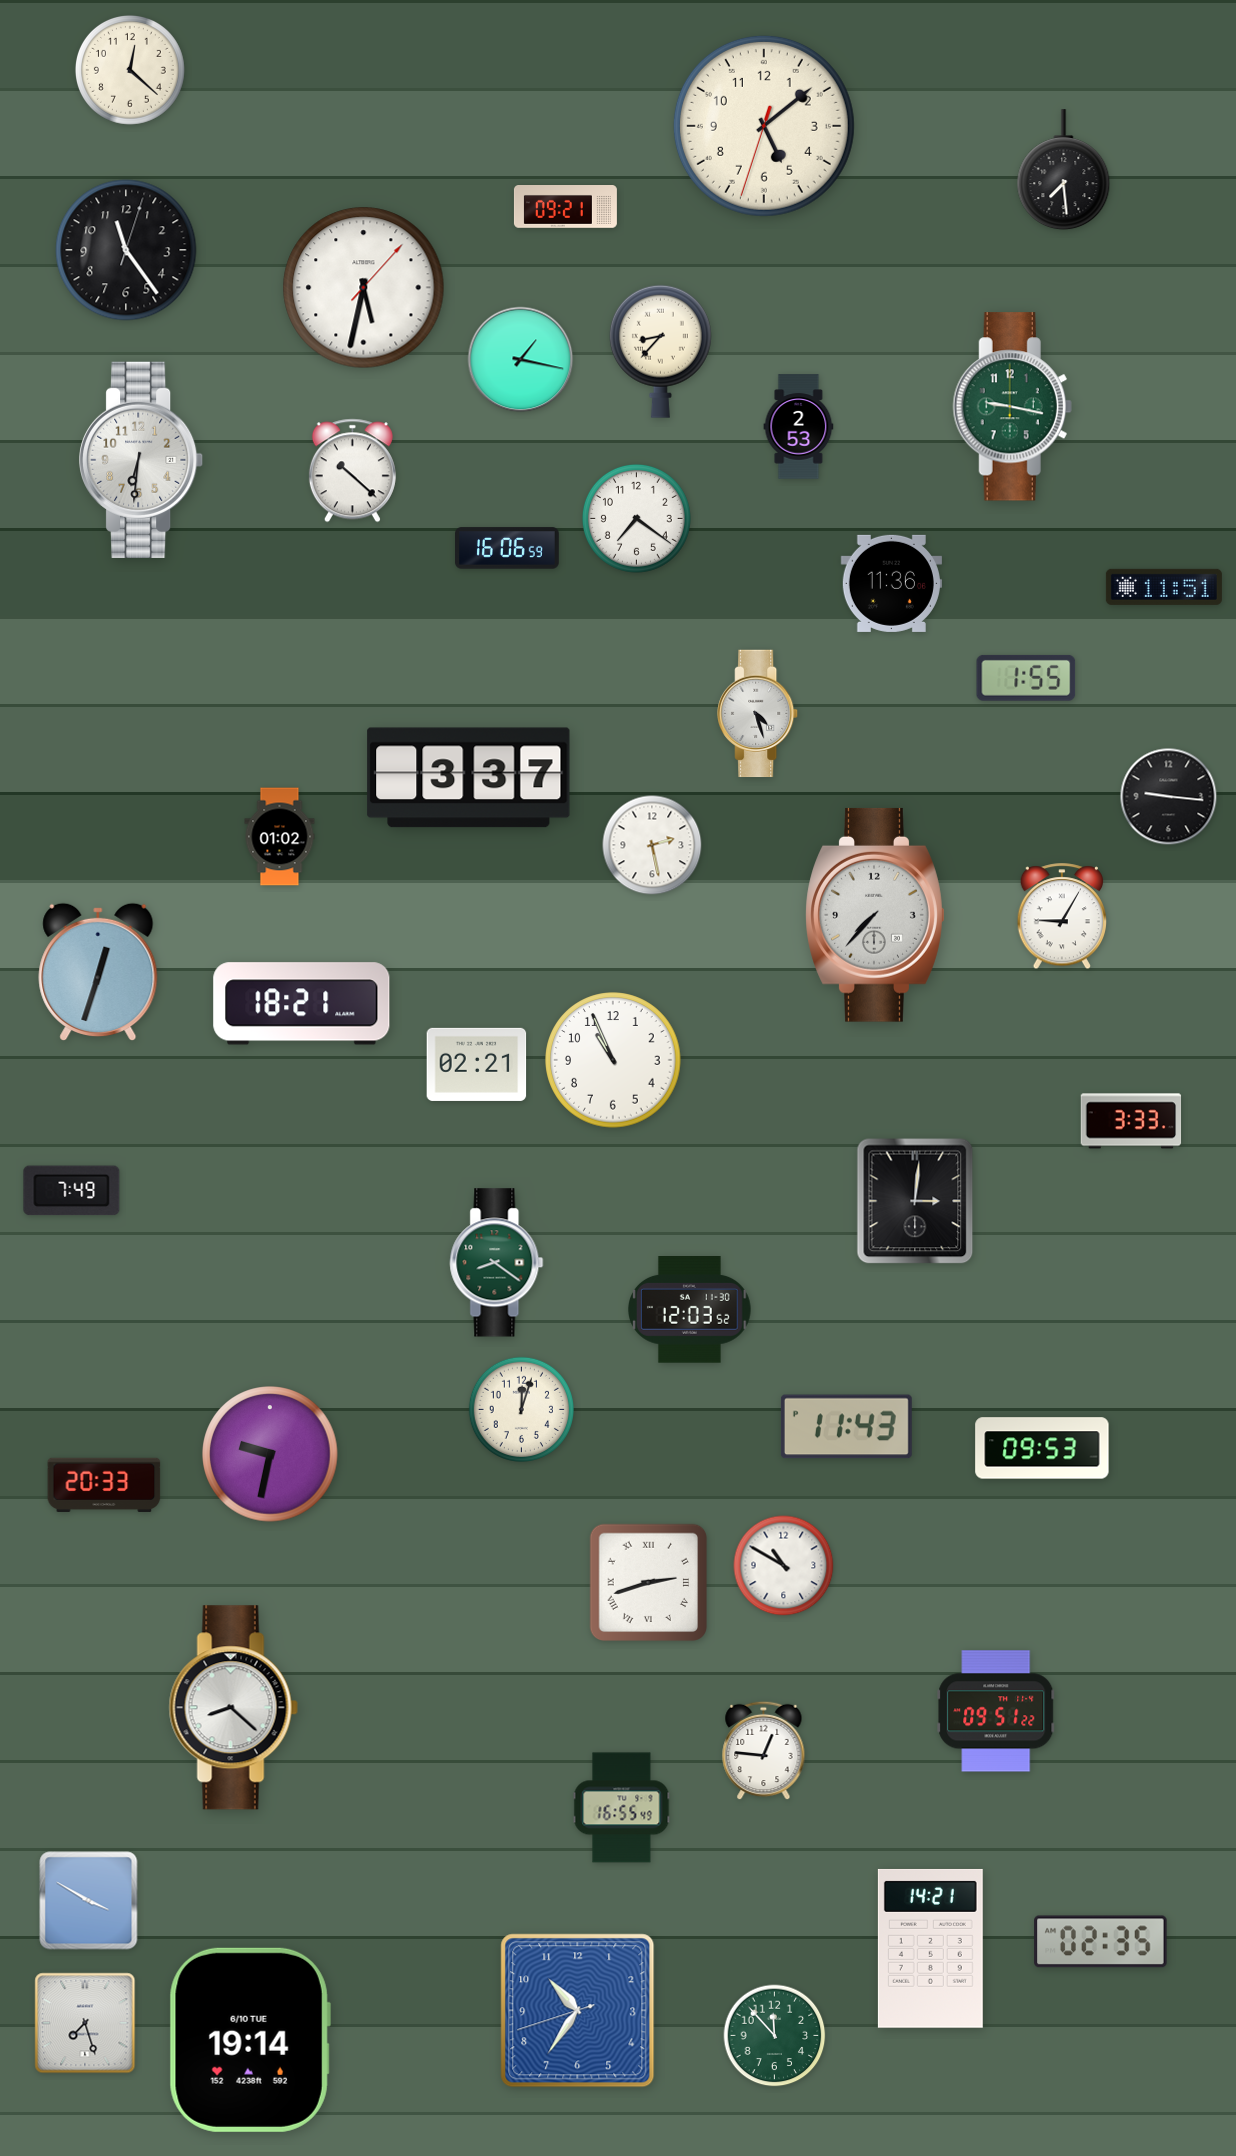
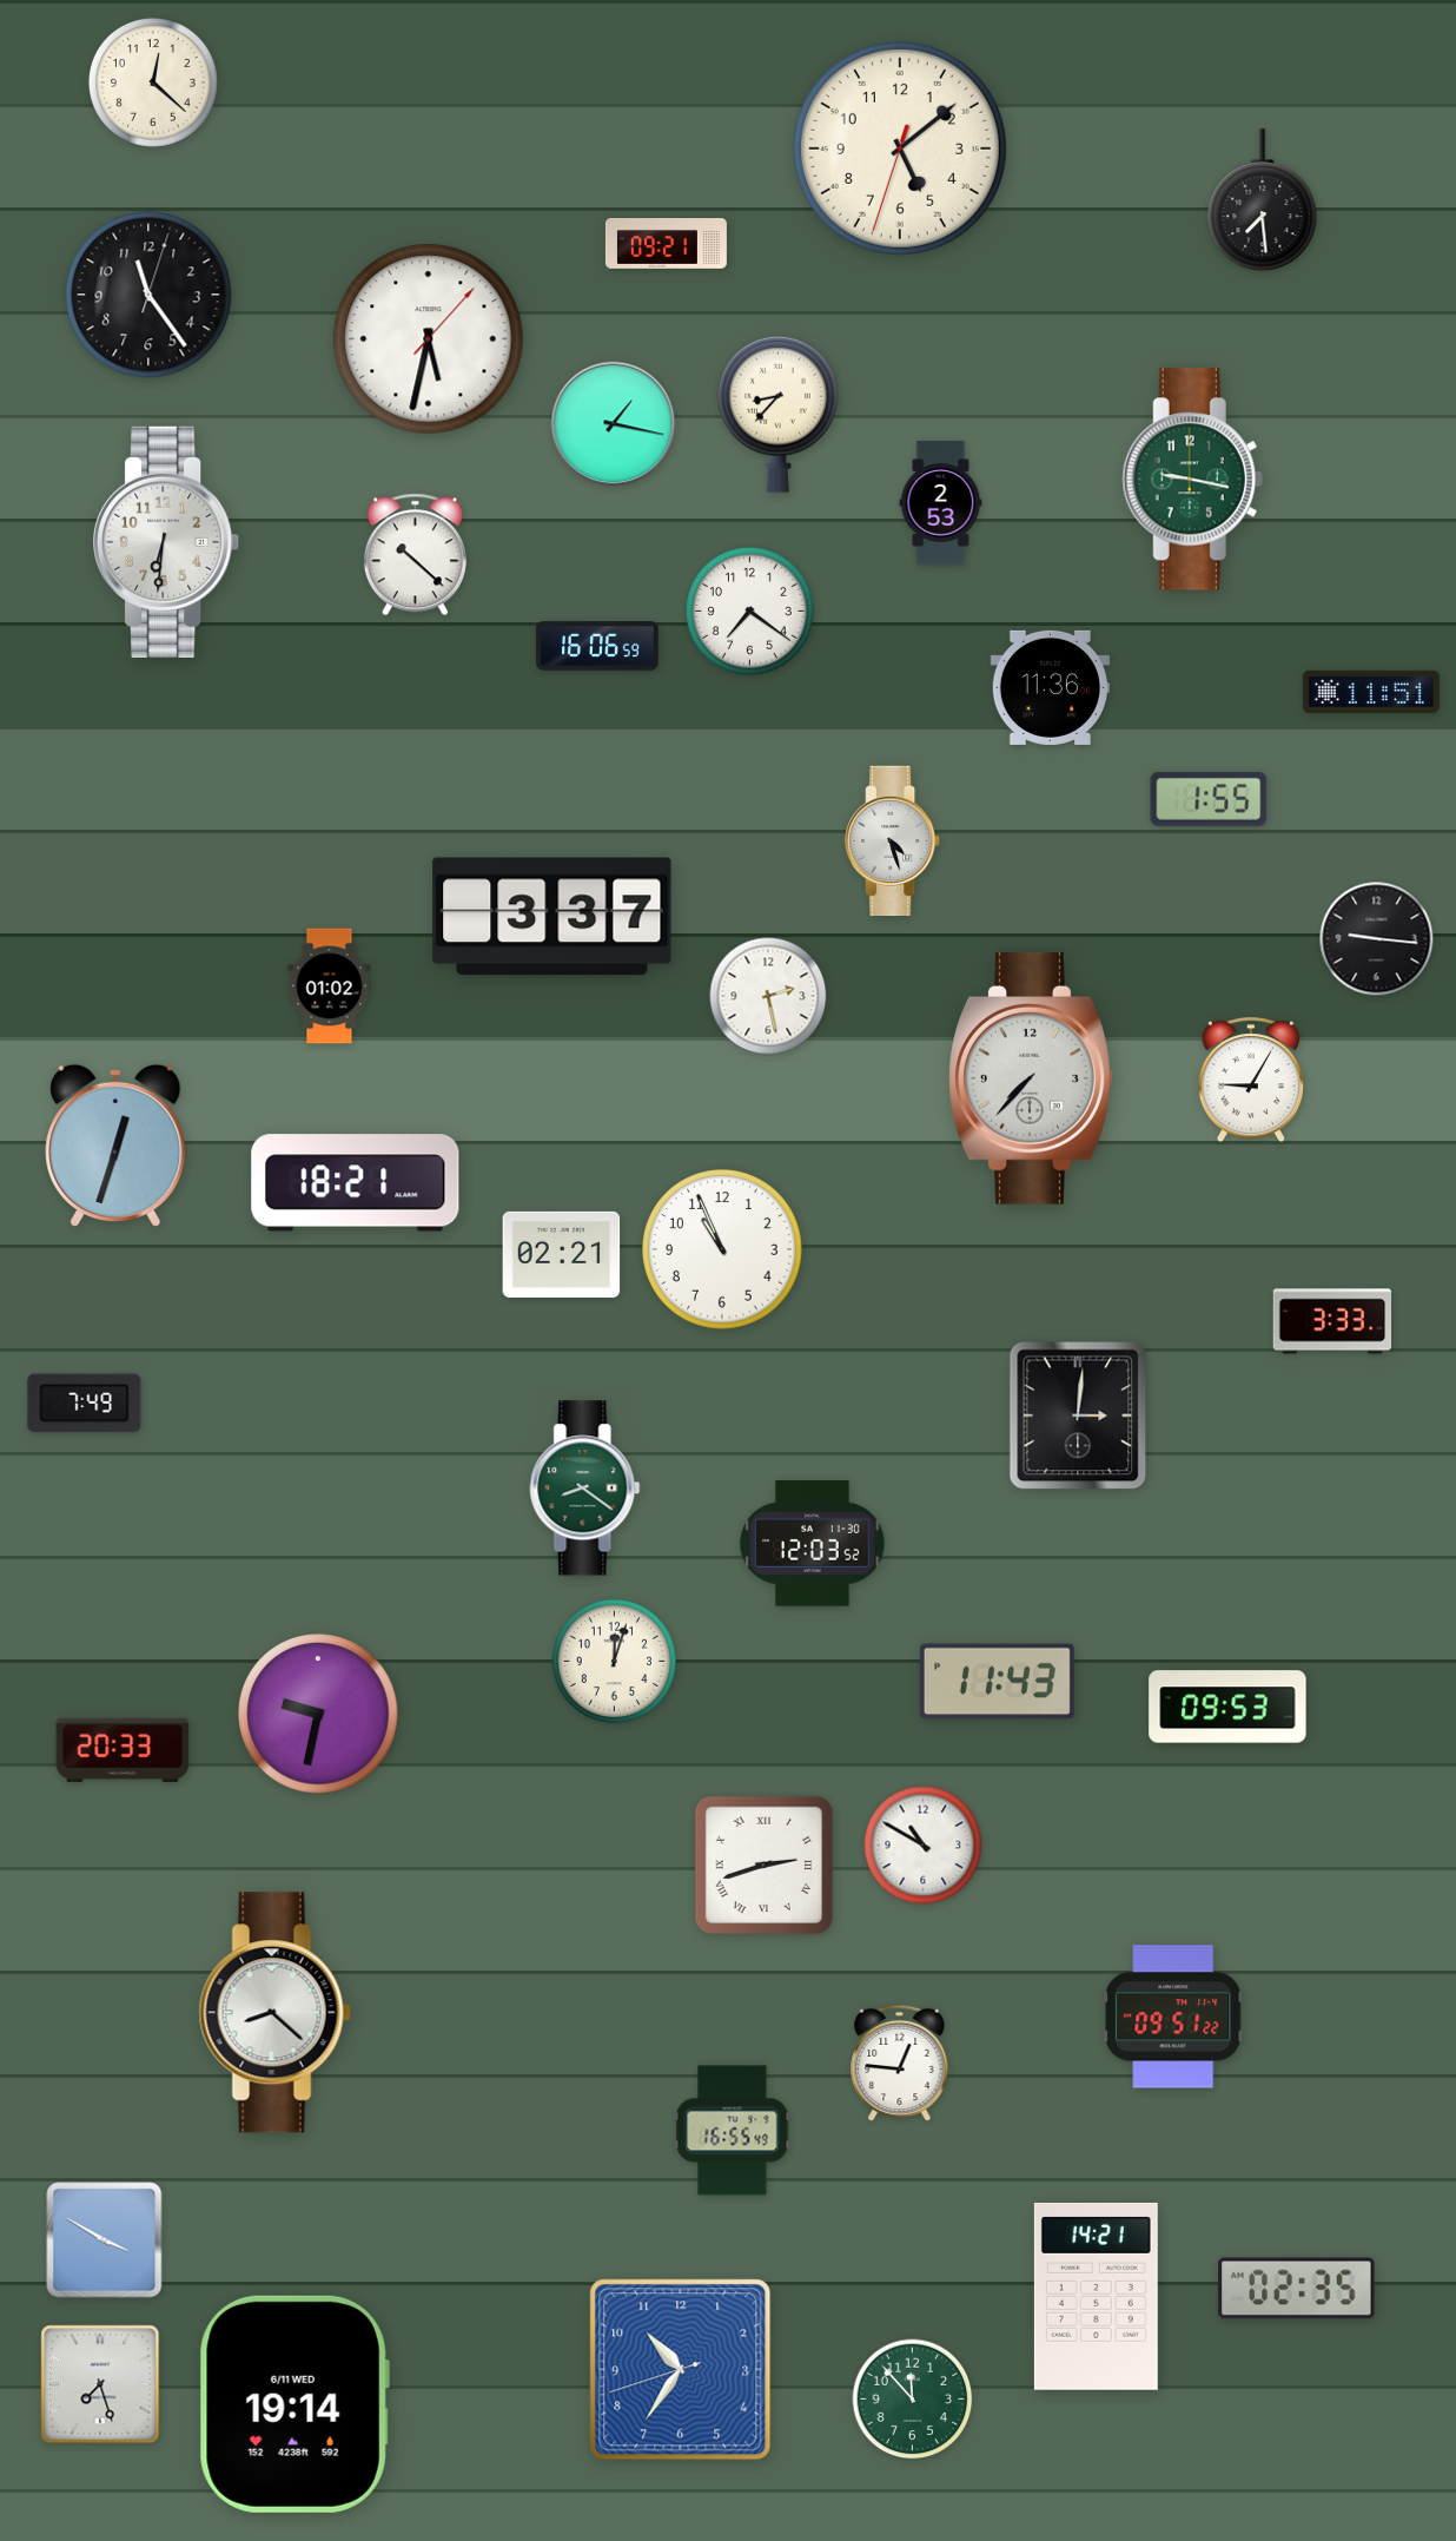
clock at (1064, 170) position: (1064, 170) -> (1263, 200)
clock at (250, 2040) date: 6/10 TUE -> 6/11 WED
